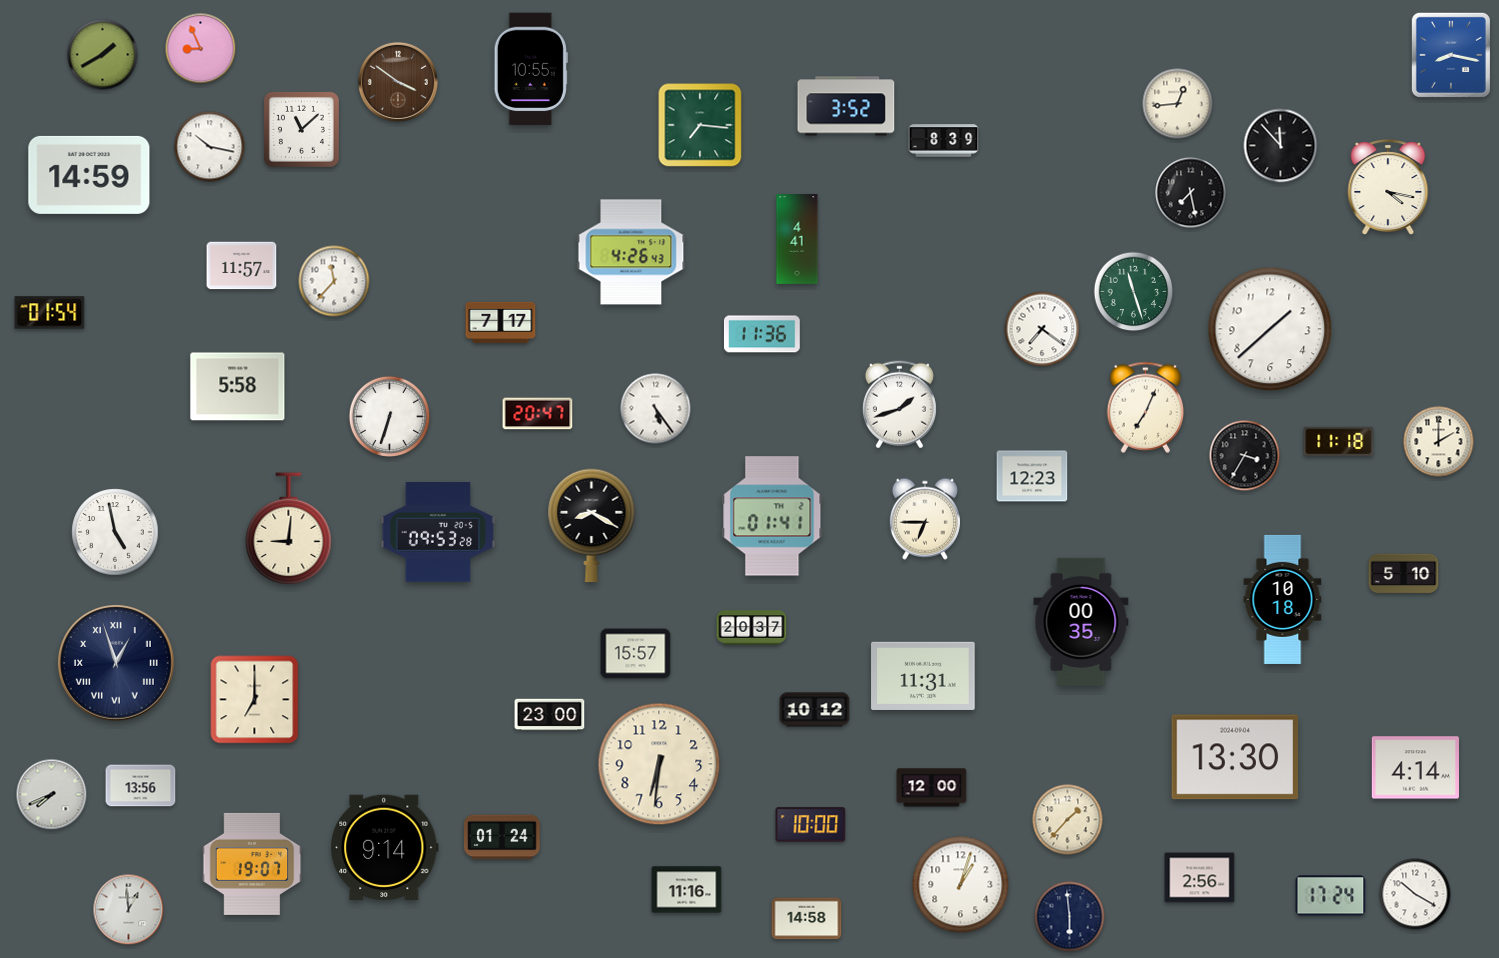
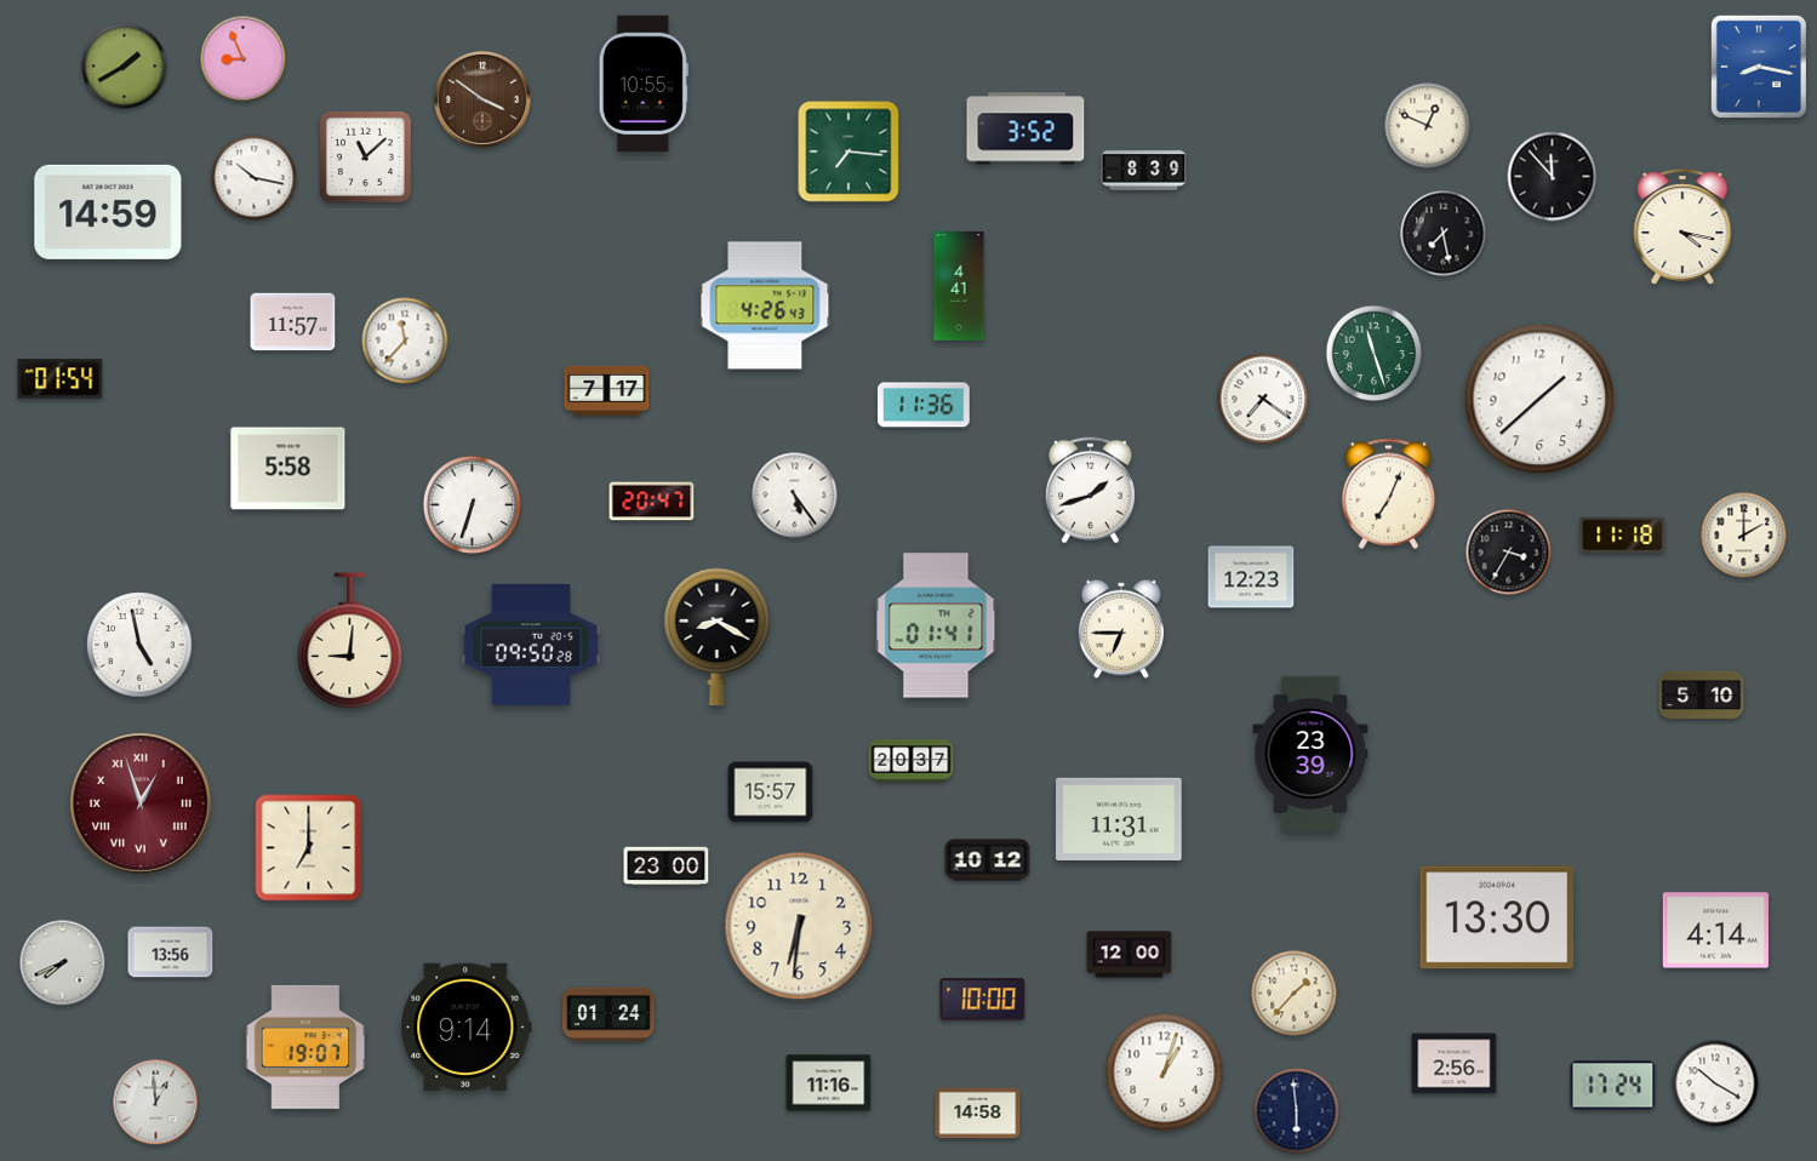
clock at (1178, 104): 12:44 -> 12:49
clock at (797, 239) position: (797, 239) -> (959, 286)
clock at (438, 532): 09:53 -> 09:50
clock at (1283, 599): 10:18 -> none
clock at (1081, 622): 00:35 -> 23:39
clock at (117, 664) dial: navy -> burgundy
clock at (687, 890) position: (687, 890) -> (829, 1083)
